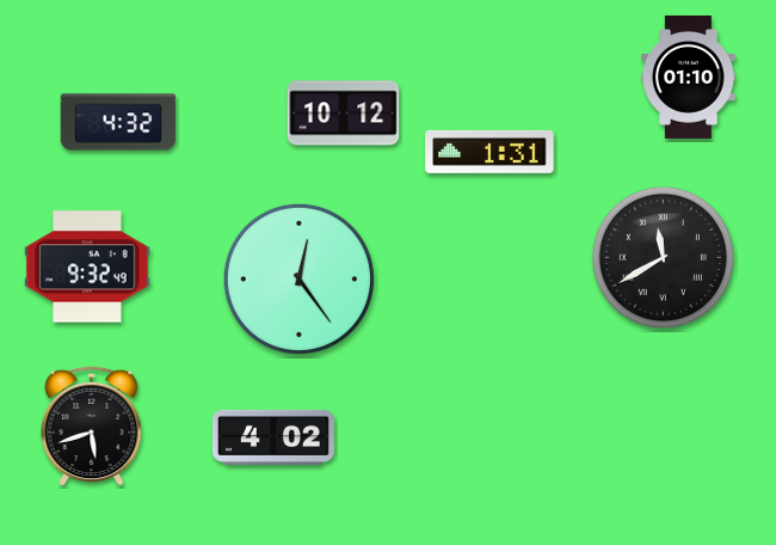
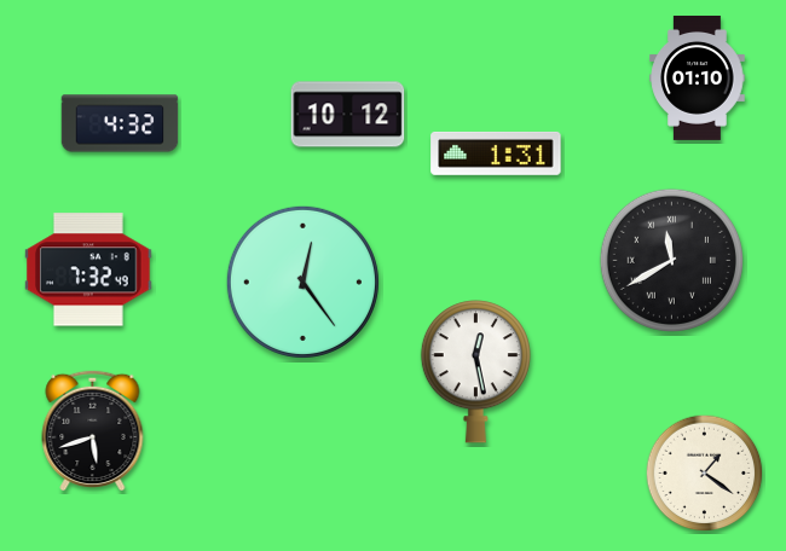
clock at (88, 267): 9:32 -> 7:32
clock at (475, 372): none -> 12:28
clock at (273, 437): 4:02 -> none
clock at (705, 474): none -> 1:21
